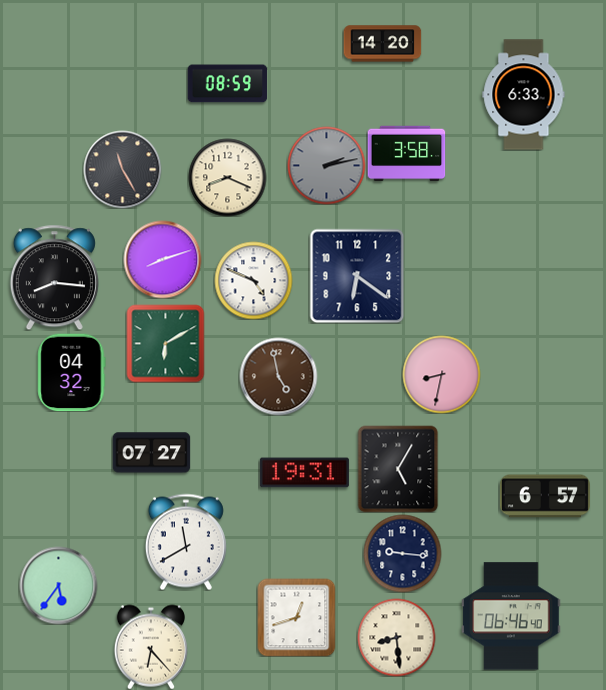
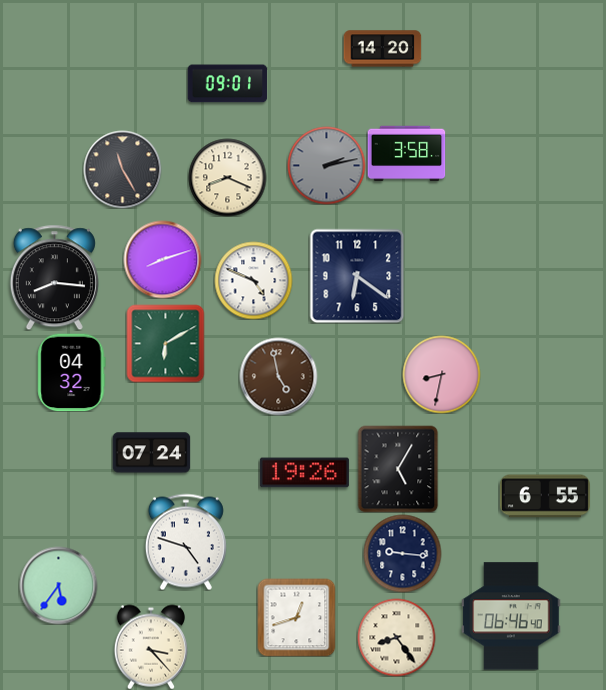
clock at (382, 44) position: (382, 44) -> (382, 49)
clock at (227, 84): 08:59 -> 09:01
clock at (524, 95): 6:33 -> none
clock at (151, 453): 07:27 -> 07:24
clock at (304, 473): 19:31 -> 19:26
clock at (545, 496): 6:57 -> 6:55
clock at (186, 542): 11:40 -> 4:48
clock at (396, 637): 8:29 -> 8:24
clock at (151, 647): 6:23 -> 3:23
